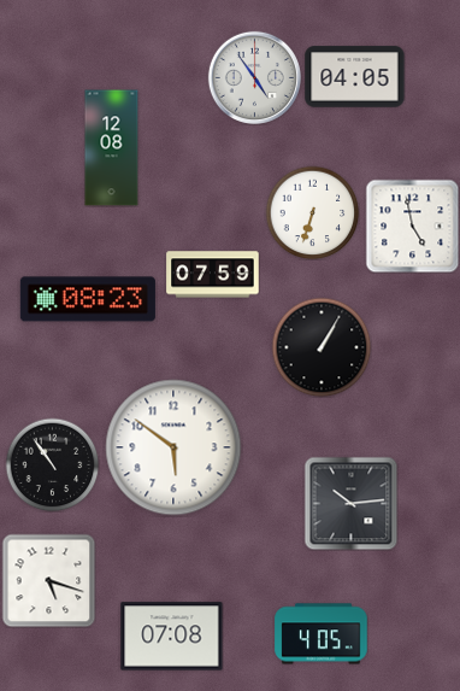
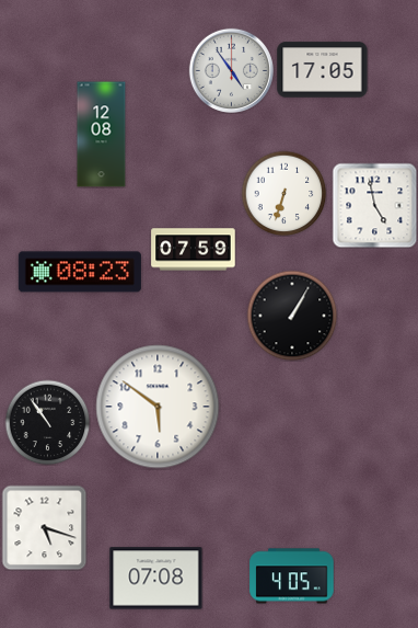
clock at (355, 77): 04:05 -> 17:05
clock at (350, 503): 10:14 -> none
